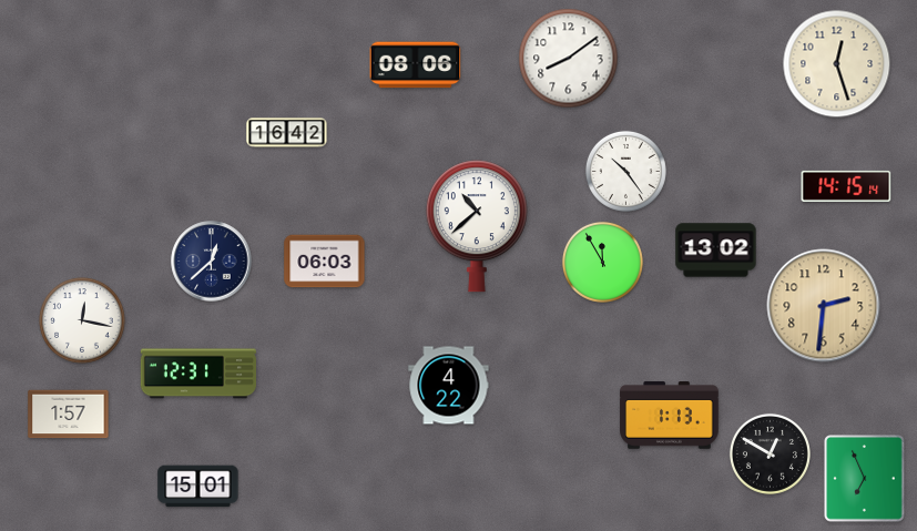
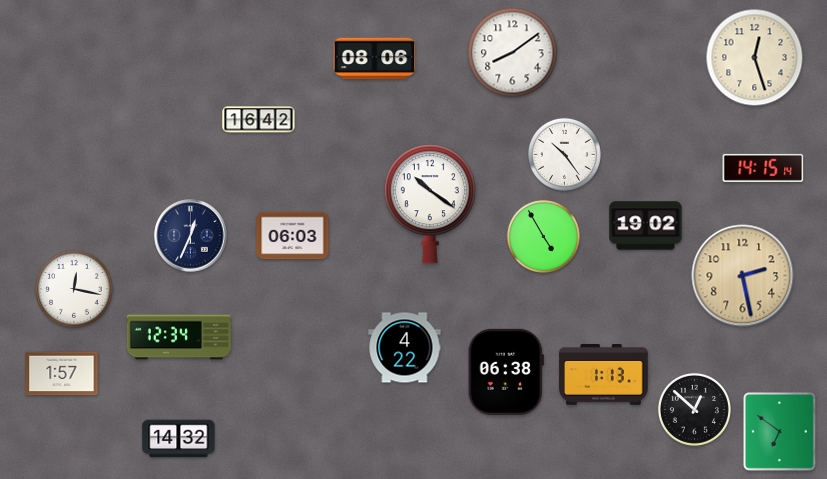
clock at (477, 226): 10:38 -> 10:21
clock at (716, 251): 13:02 -> 19:02
clock at (212, 262): 12:38 -> 12:34
clock at (602, 262): 11:55 -> 4:55
clock at (824, 306): 2:31 -> 2:28
clock at (198, 374): 12:31 -> 12:34
clock at (506, 372): none -> 06:38
clock at (770, 453): 12:50 -> 12:52
clock at (865, 479): 6:56 -> 6:51
clock at (198, 487): 15:01 -> 14:32
